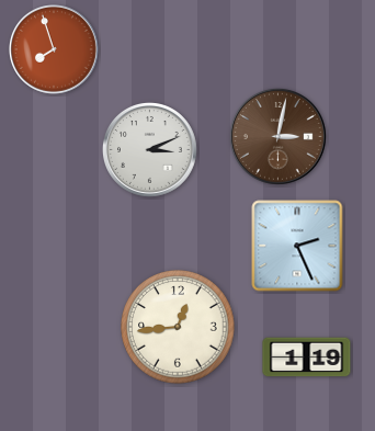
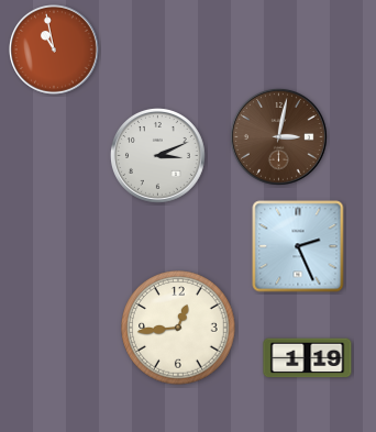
clock at (55, 50): 7:57 -> 10:58
clock at (149, 149) position: (149, 149) -> (157, 155)
